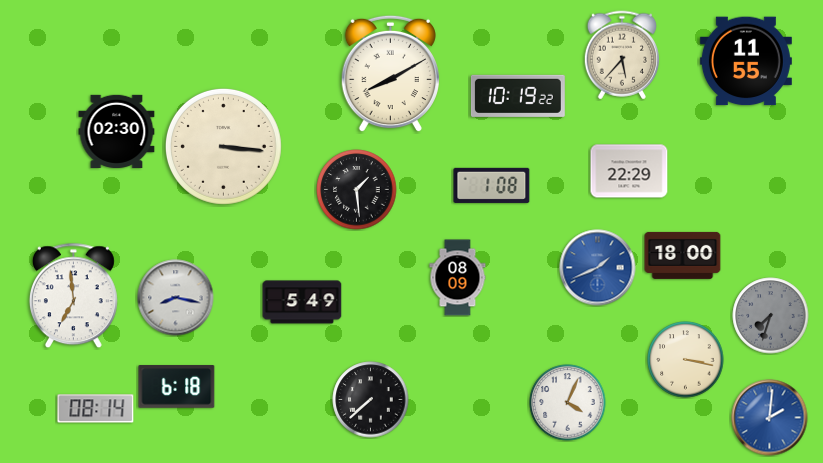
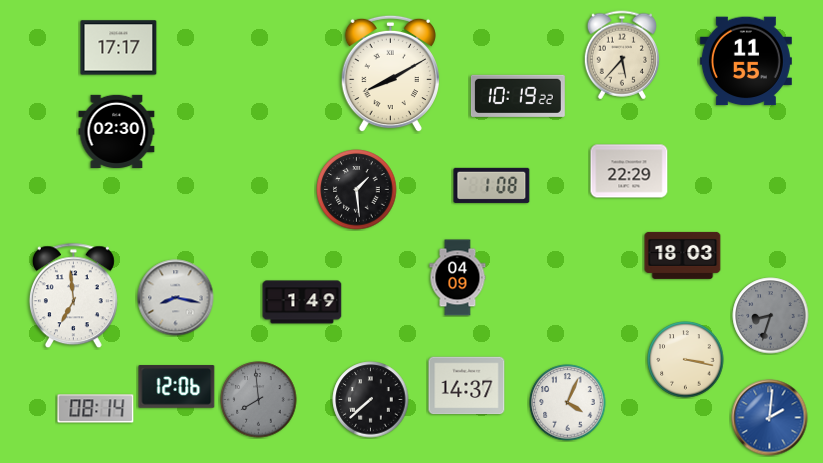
clock at (119, 48): none -> 17:17
clock at (223, 146): 3:16 -> none
clock at (683, 255): 18:00 -> 18:03
clock at (598, 268): 1:41 -> none
clock at (458, 278): 08:09 -> 04:09
clock at (302, 302): 5:49 -> 1:49
clock at (771, 316): 7:33 -> 8:33
clock at (467, 386): none -> 14:37
clock at (177, 387): 6:18 -> 12:06
clock at (259, 400): none -> 7:59
